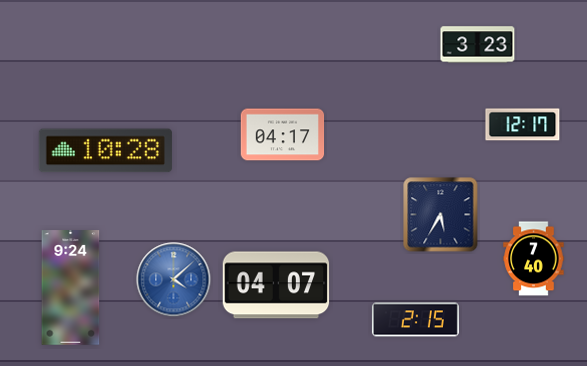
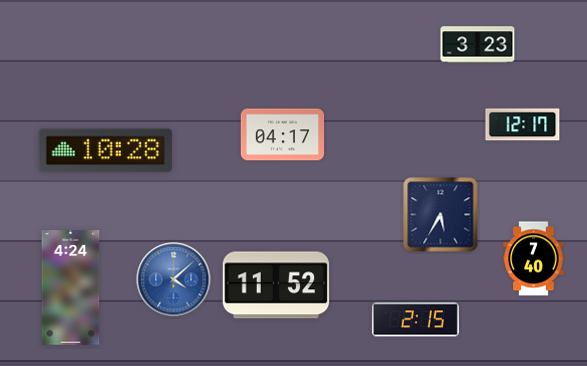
clock at (276, 285): 04:07 -> 11:52
clock at (71, 288): 9:24 -> 4:24
